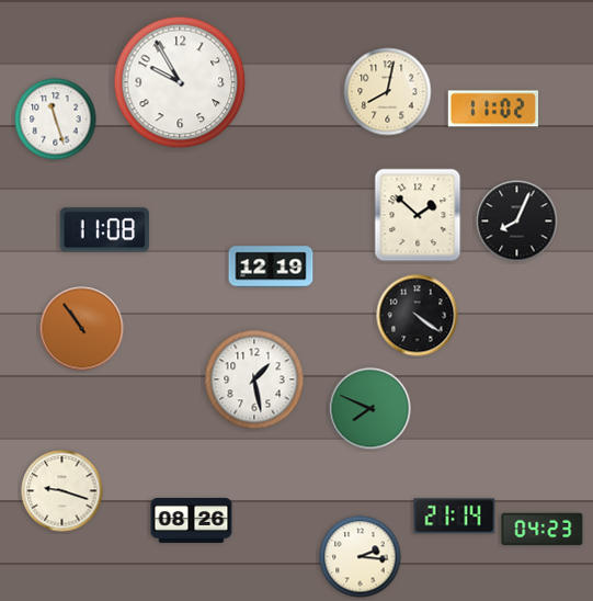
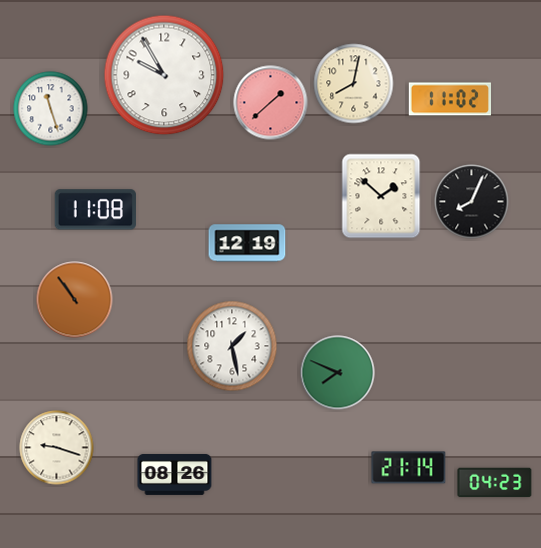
clock at (271, 103): none -> 1:38
clock at (418, 316): 4:21 -> none
clock at (455, 517) position: (455, 517) -> (409, 468)
clock at (361, 557): 2:16 -> none
